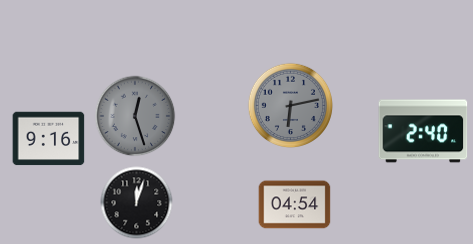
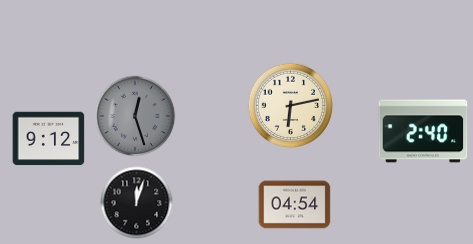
clock at (291, 106) dial: grey -> cream
clock at (49, 139): 9:16 -> 9:12
